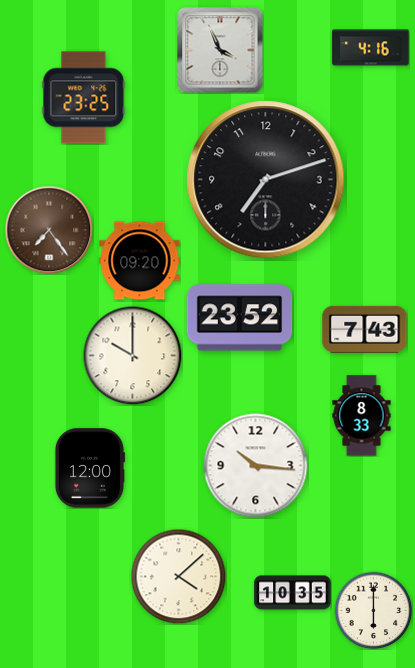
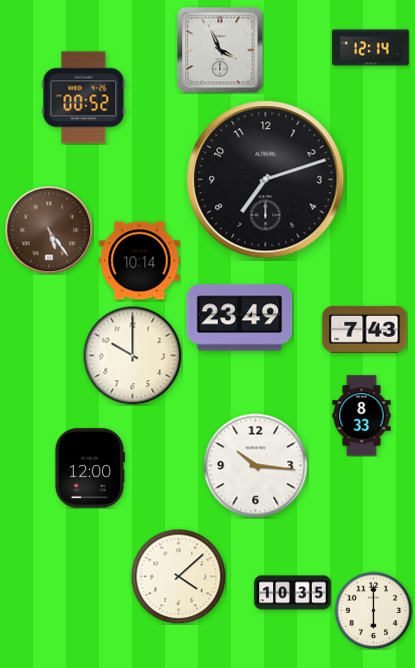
clock at (371, 48): 4:16 -> 12:14
clock at (84, 98): 23:25 -> 00:52
clock at (49, 230): 7:24 -> 5:24
clock at (140, 261): 09:20 -> 10:14
clock at (240, 318): 23:52 -> 23:49
